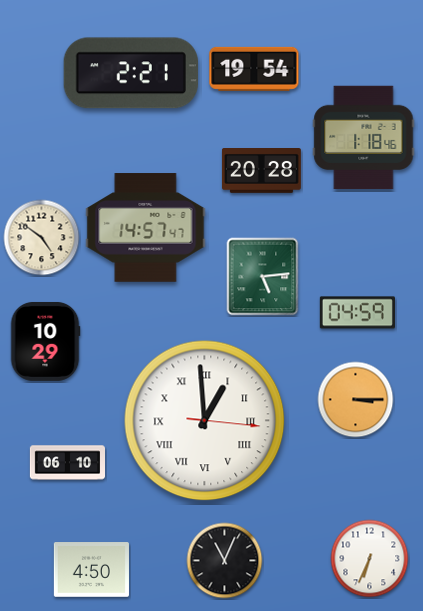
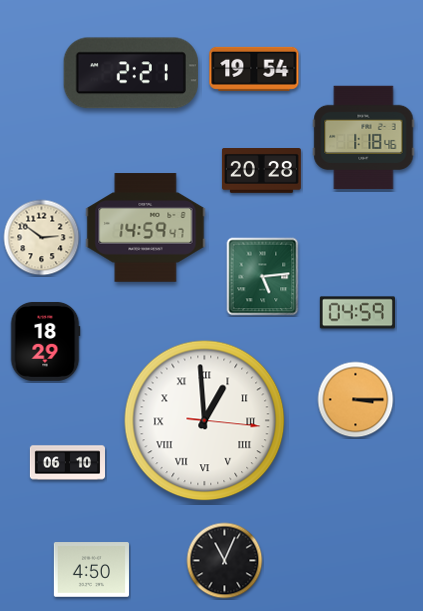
clock at (146, 228): 14:57 -> 14:59
clock at (42, 238): 4:51 -> 2:51
clock at (45, 341): 10:29 -> 18:29
clock at (370, 559): 6:34 -> none
